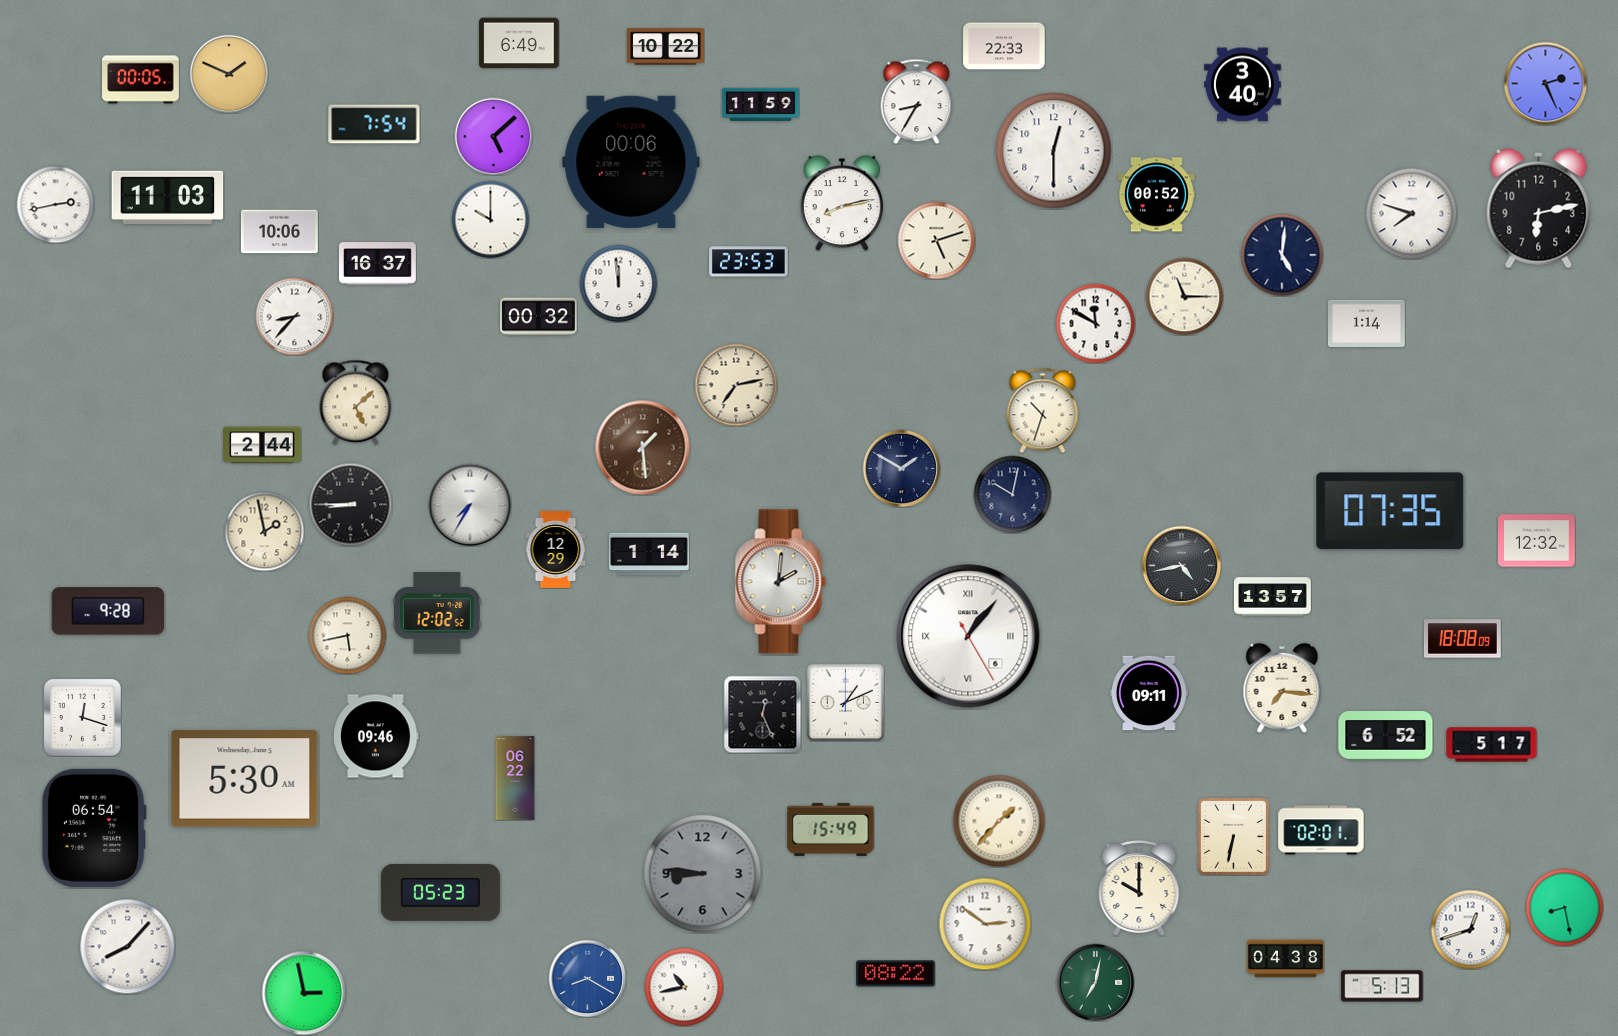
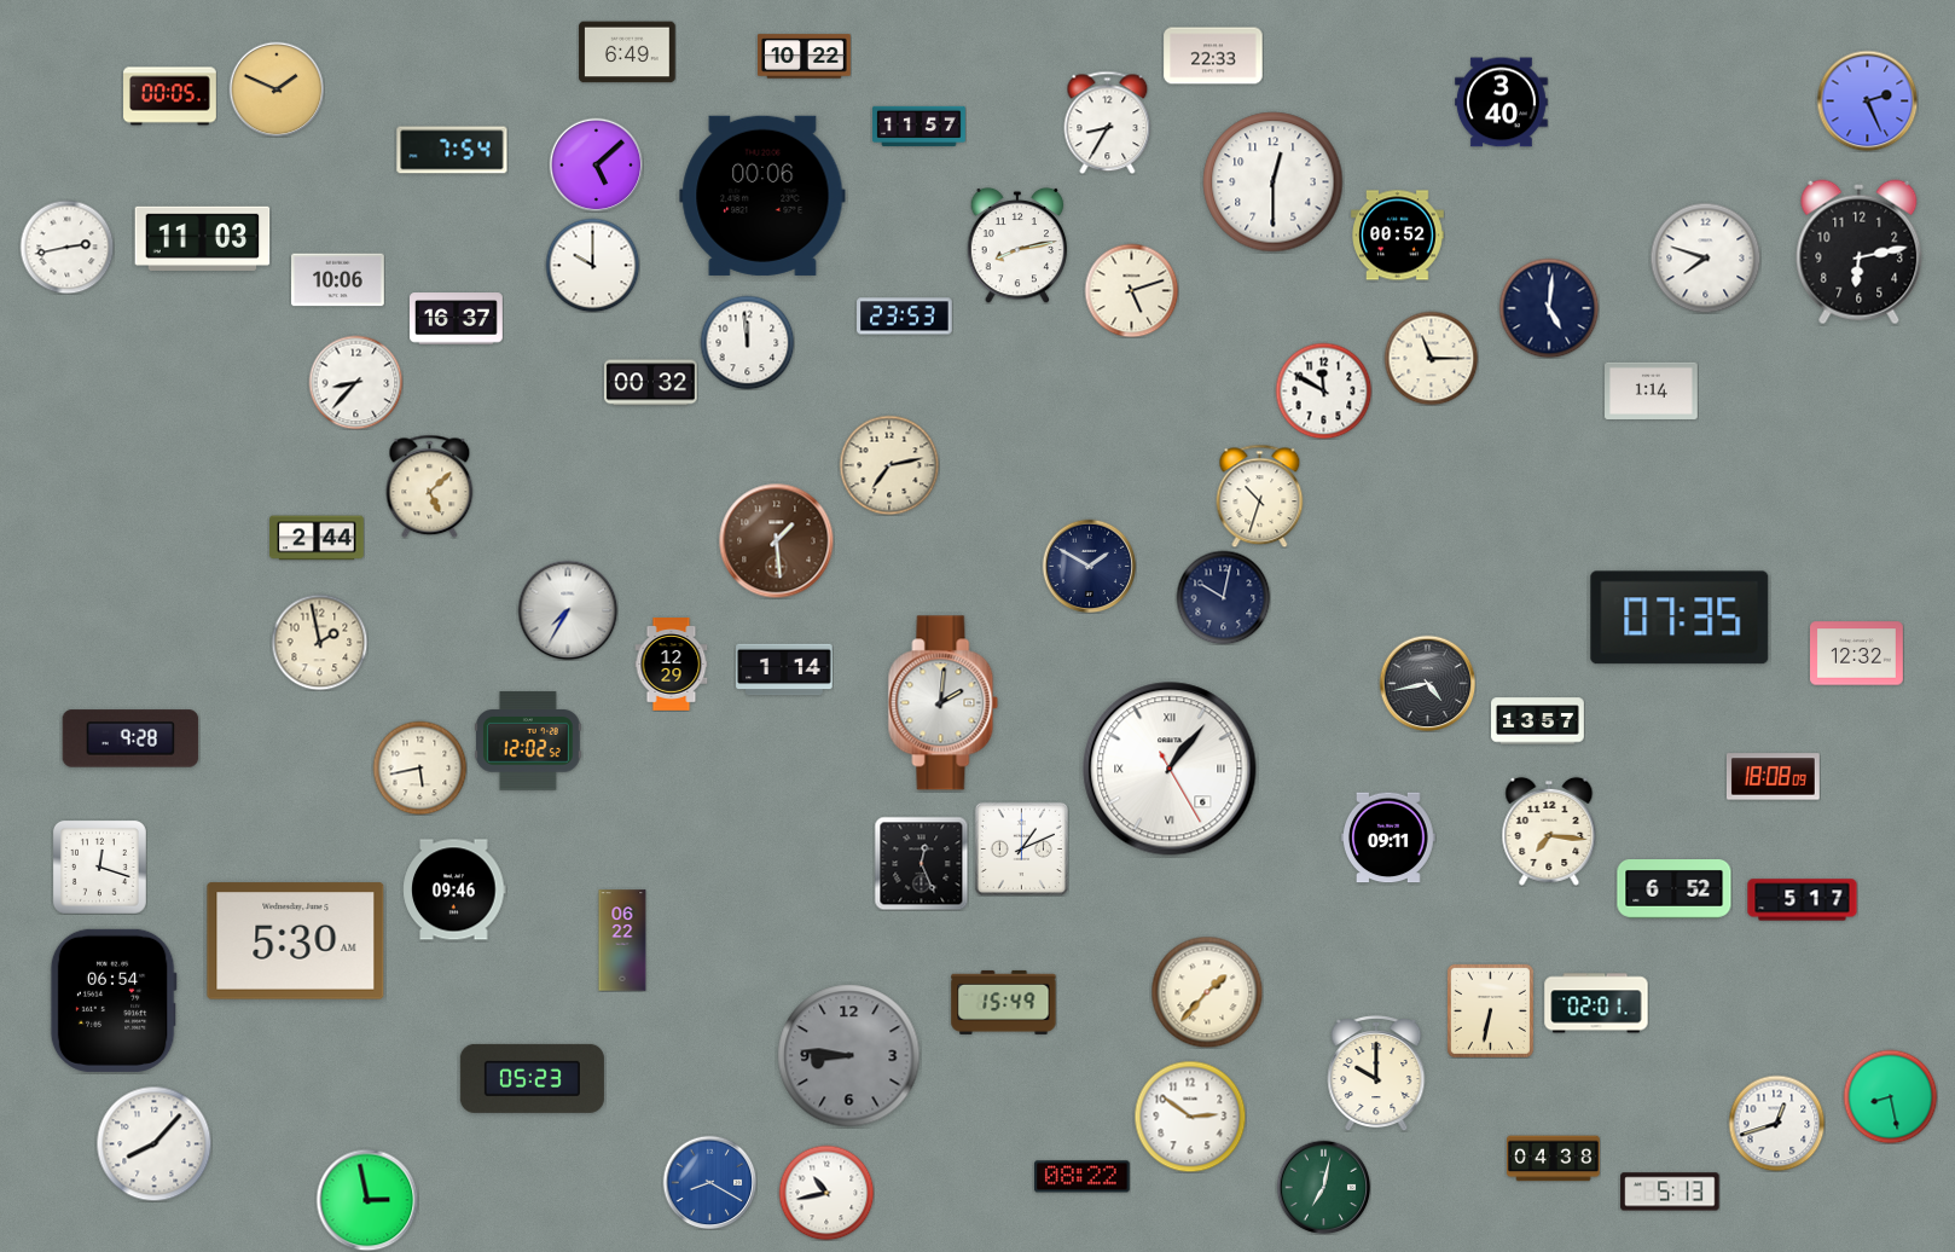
clock at (761, 105): 11:59 -> 11:57
clock at (350, 504): 8:45 -> none
clock at (1463, 639) position: (1463, 639) -> (1774, 777)
